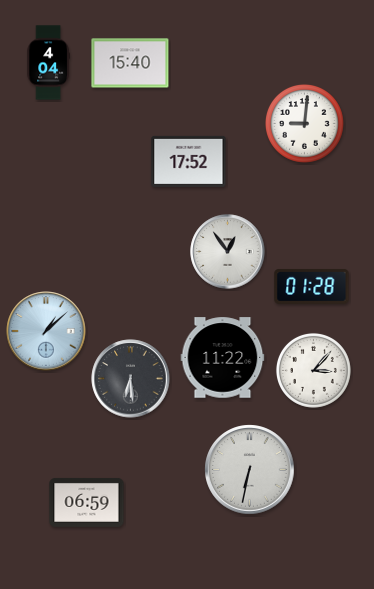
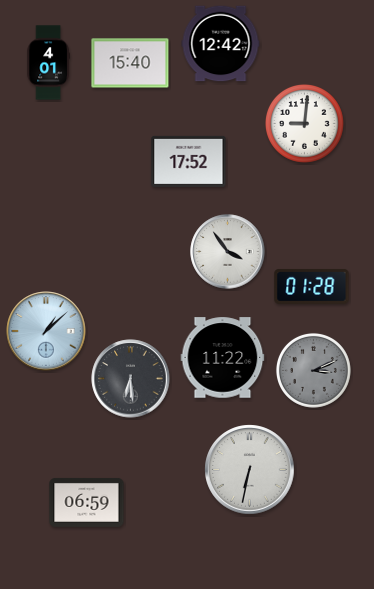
clock at (221, 44): none -> 12:42
clock at (48, 63): 4:04 -> 4:01
clock at (228, 252): 12:54 -> 3:54
clock at (313, 370): 3:07 -> 3:11
clock at (313, 370) dial: white -> grey
